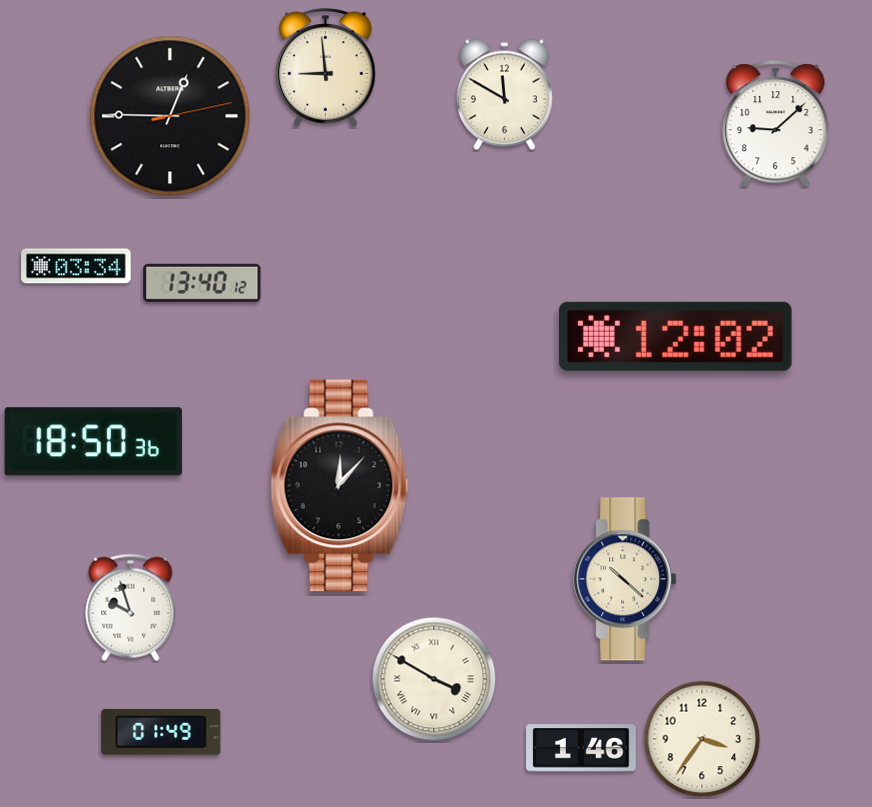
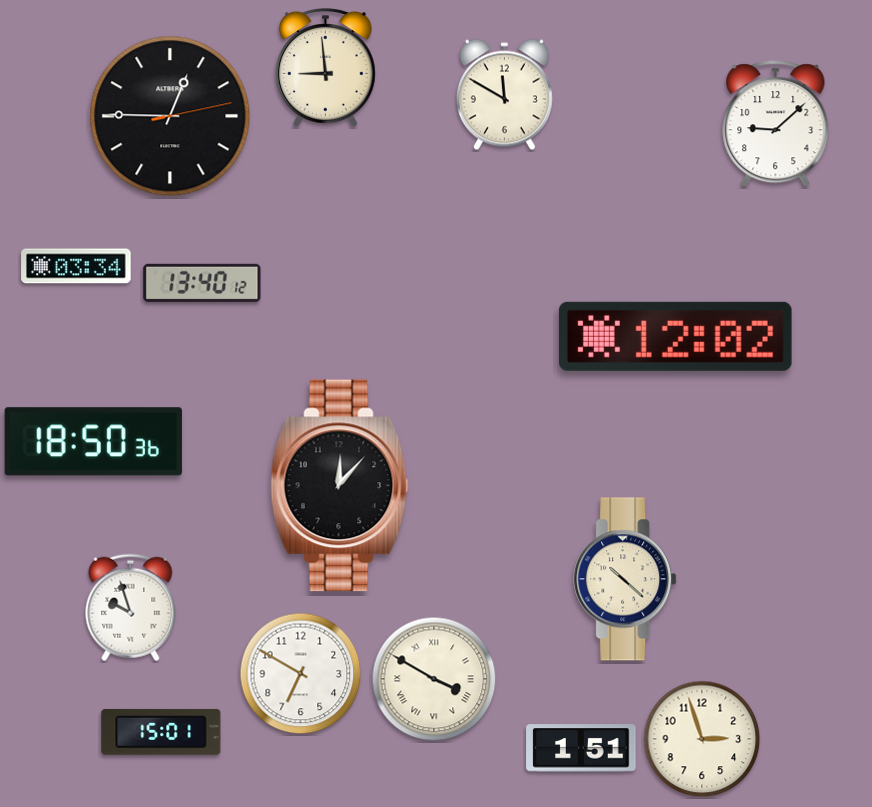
clock at (301, 674): none -> 6:50
clock at (161, 732): 01:49 -> 15:01
clock at (702, 739): 3:36 -> 2:57
clock at (581, 748): 1:46 -> 1:51
